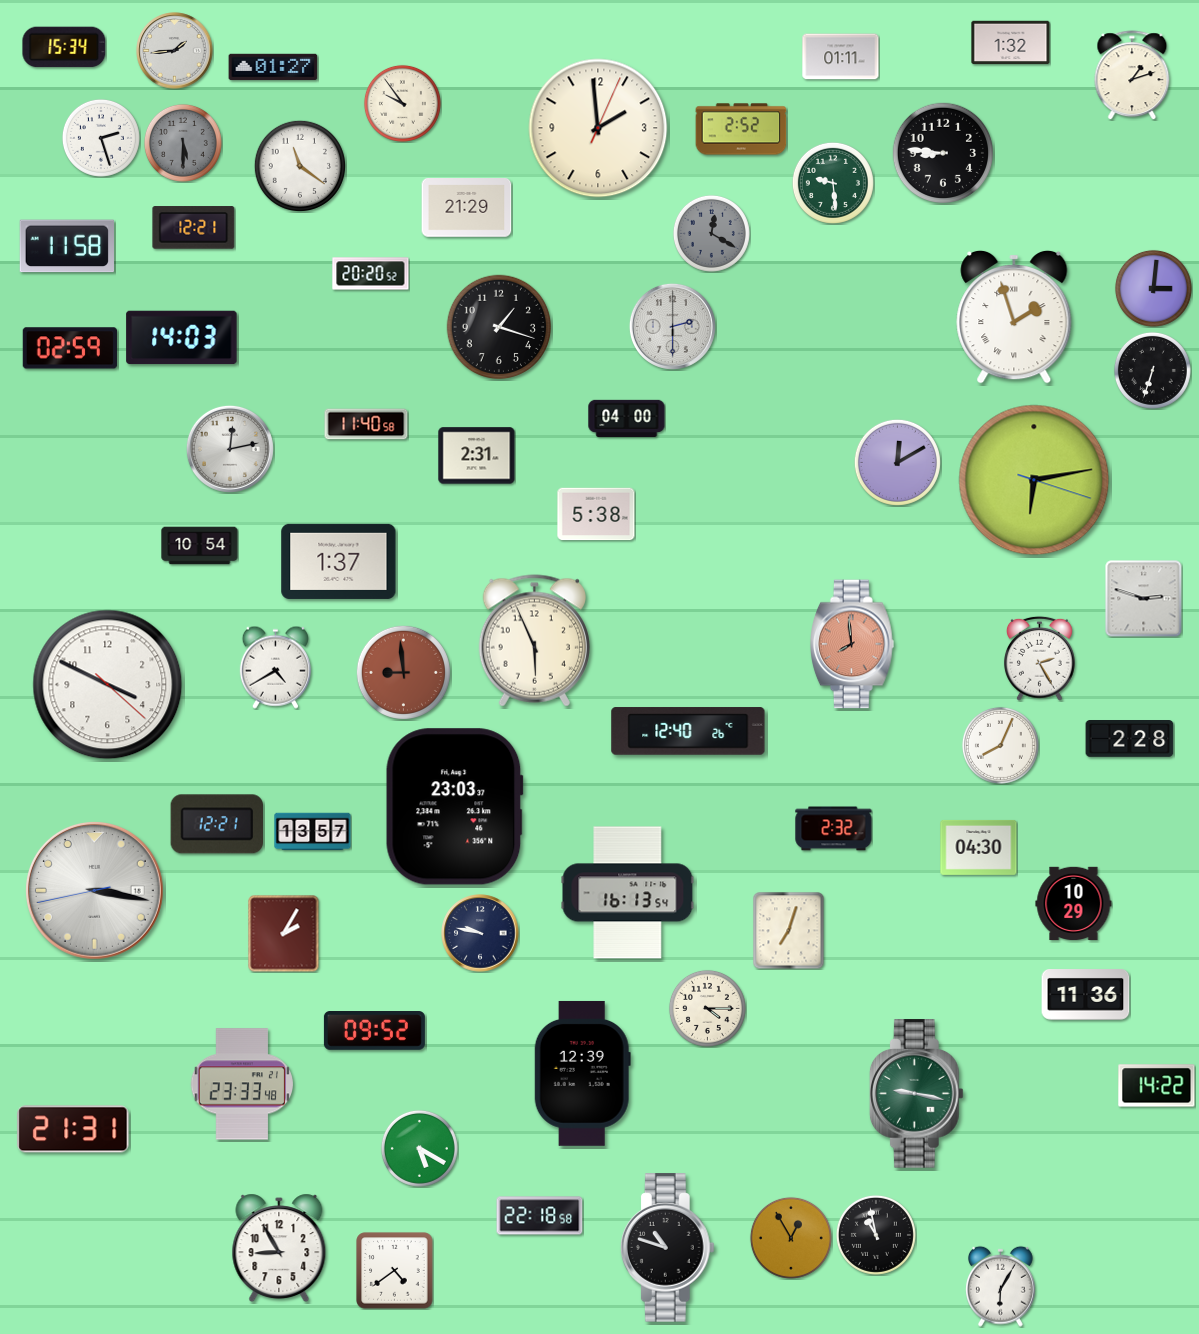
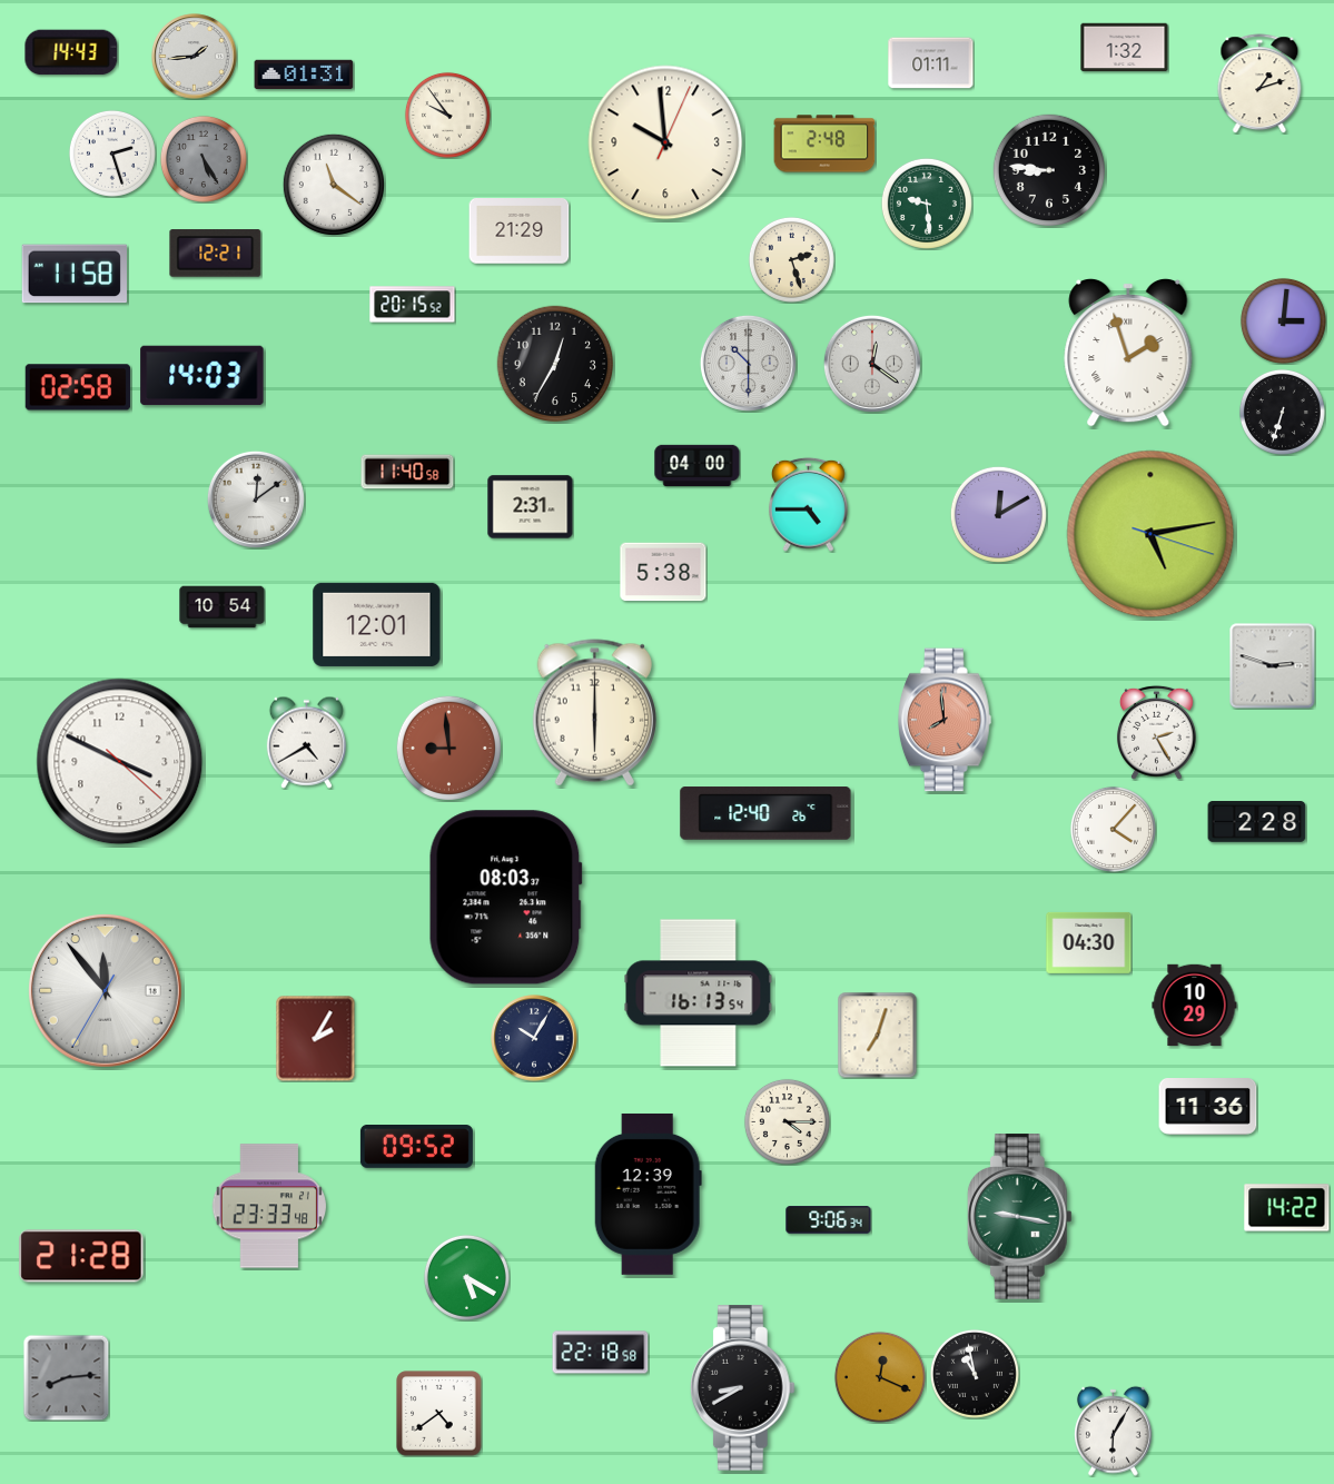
clock at (64, 47): 15:34 -> 14:43
clock at (841, 57) position: (841, 57) -> (931, 63)
clock at (273, 67): 01:27 -> 01:31
clock at (598, 128): 1:59 -> 9:59
clock at (741, 129): 2:52 -> 2:48
clock at (183, 143): 5:30 -> 5:25
clock at (711, 233): 12:20 -> 2:27
clock at (711, 233) dial: grey -> cream
clock at (371, 274): 20:20 -> 20:15
clock at (672, 326): 2:30 -> 10:30
clock at (499, 327): 1:18 -> 12:35
clock at (872, 364): none -> 12:21
clock at (70, 348): 02:59 -> 02:58
clock at (230, 449): 12:13 -> 12:09
clock at (809, 504): none -> 4:45
clock at (1034, 480): 6:13 -> 5:13
clock at (339, 561): 1:37 -> 12:01
clock at (534, 641): 5:56 -> 6:00
clock at (853, 644) position: (853, 644) -> (946, 720)
clock at (1000, 745): 8:04 -> 4:07
clock at (454, 807): 23:03 -> 08:03
clock at (217, 824): 12:21 -> none
clock at (834, 829): 2:32 -> none
clock at (313, 832): 13:57 -> none
clock at (94, 890): 3:16 -> 11:53
clock at (480, 933): 9:47 -> 10:05
clock at (829, 1220): none -> 9:06
clock at (73, 1129): 21:31 -> 21:28
clock at (66, 1377): none -> 8:14
clock at (791, 1238): 12:55 -> 12:19
clock at (279, 1248): 8:55 -> none
clock at (667, 1248): 10:48 -> 8:40
